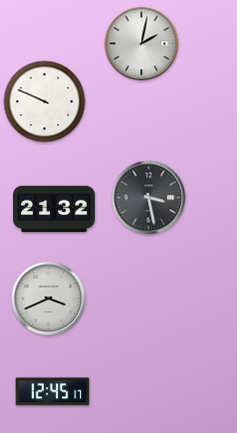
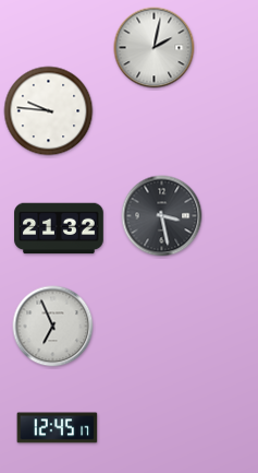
clock at (45, 102): 9:49 -> 9:46
clock at (49, 299): 3:41 -> 6:56
